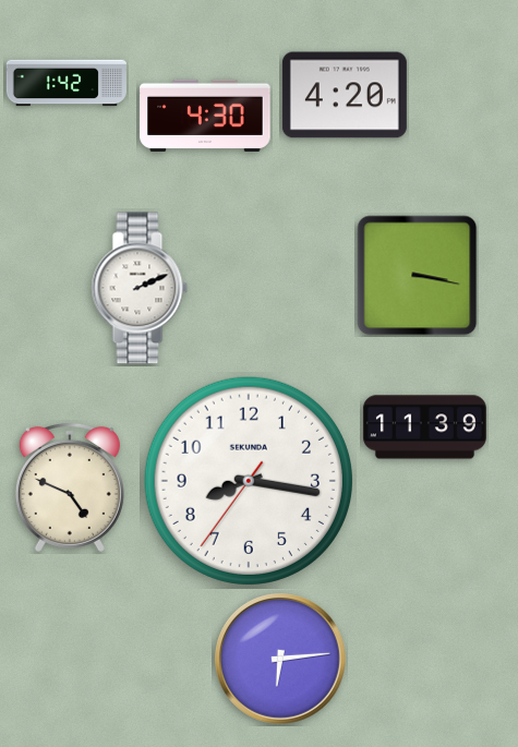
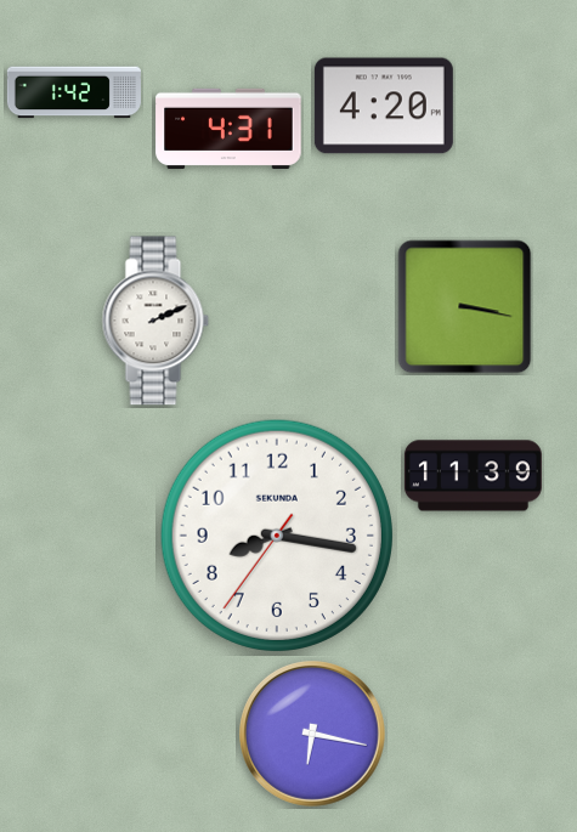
clock at (205, 116): 4:30 -> 4:31
clock at (70, 487): 4:49 -> none
clock at (280, 659): 6:14 -> 6:17
